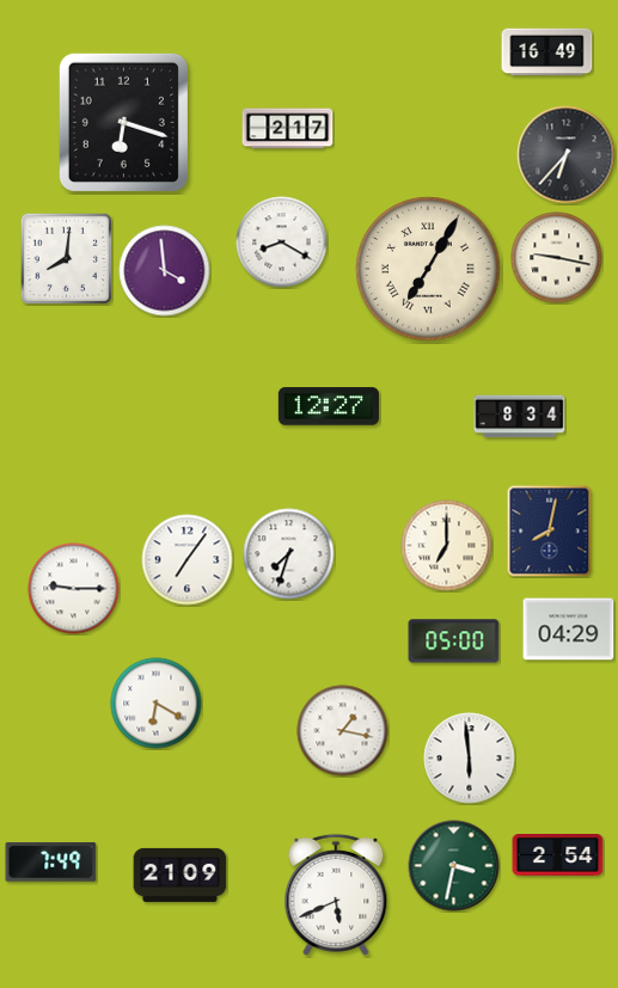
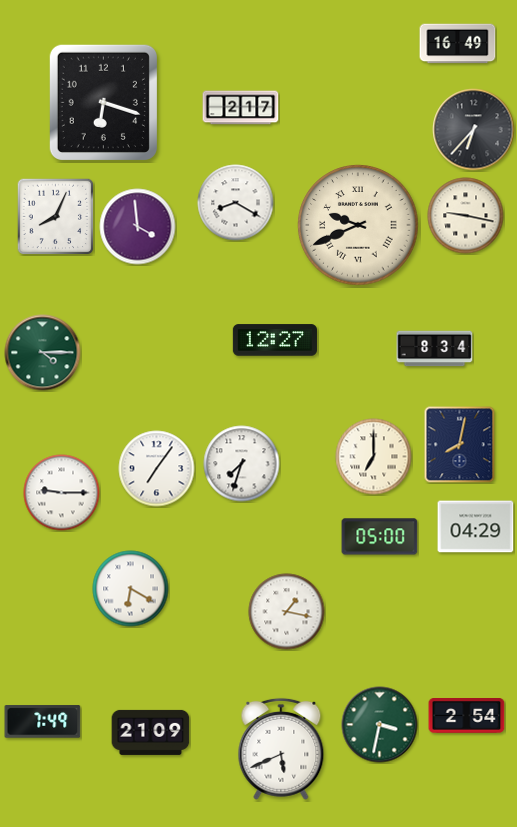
clock at (66, 258): 8:01 -> 8:04
clock at (428, 269): 7:05 -> 9:41
clock at (43, 353): none -> 4:15
clock at (470, 759): 5:59 -> none
